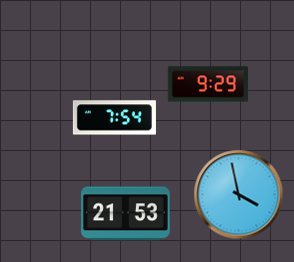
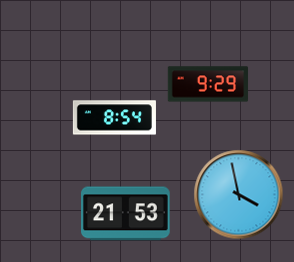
clock at (114, 118): 7:54 -> 8:54
